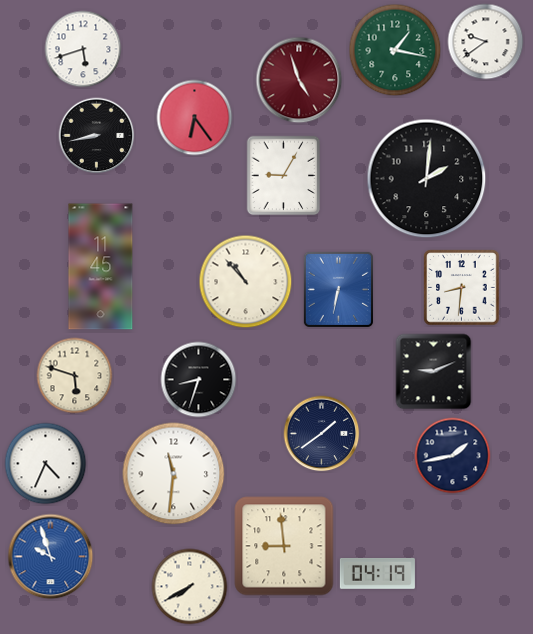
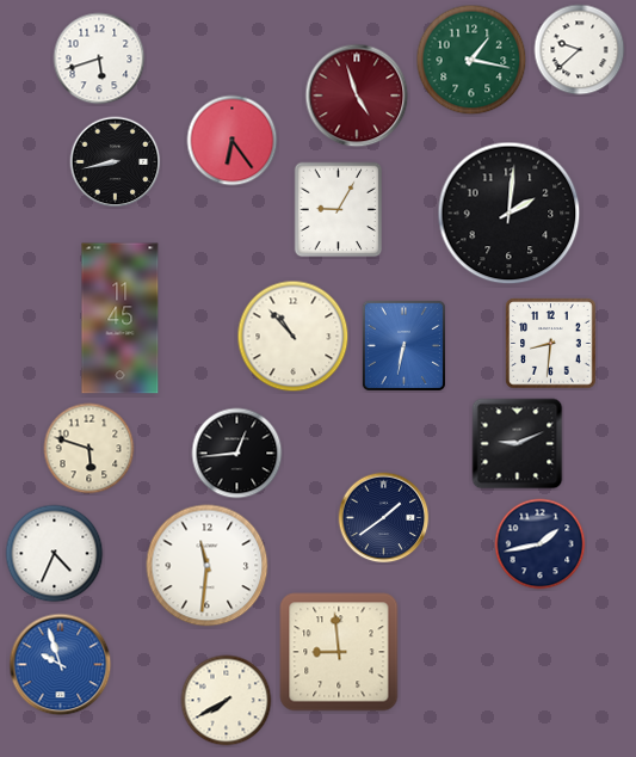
clock at (486, 42): 9:39 -> 9:38
clock at (199, 380): 8:33 -> 12:44
clock at (377, 573): 04:19 -> none
